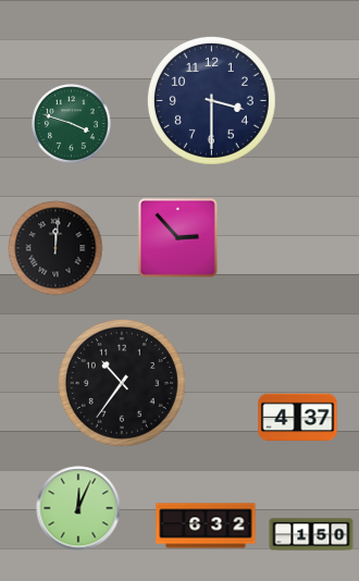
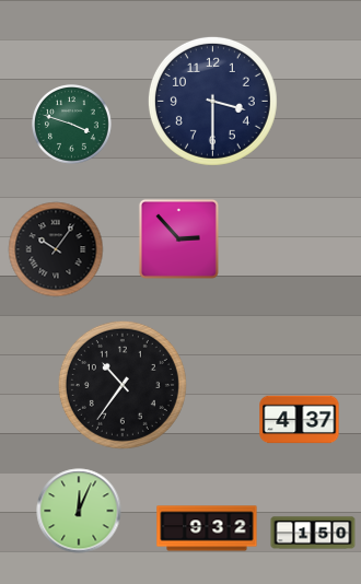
clock at (55, 248): 12:01 -> 10:06
clock at (206, 526): 6:32 -> 9:32
clock at (311, 534) position: (311, 534) -> (313, 533)
